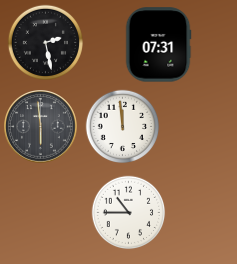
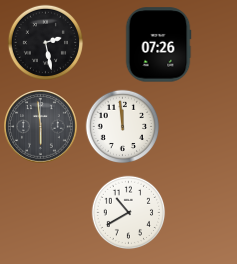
clock at (158, 45): 07:31 -> 07:26
clock at (129, 213): 10:45 -> 10:40
